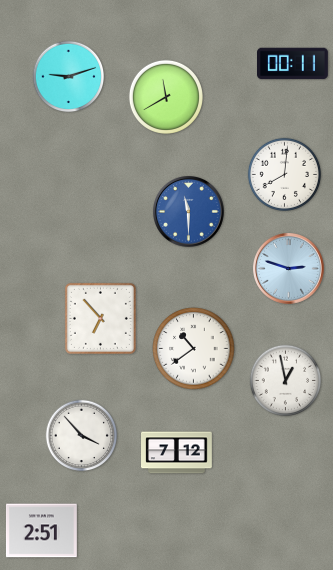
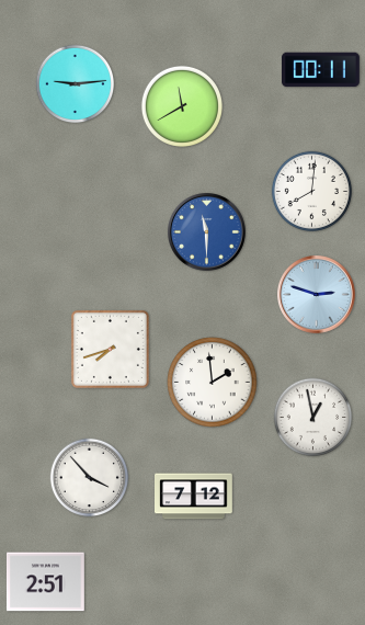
clock at (69, 77): 9:12 -> 9:14
clock at (100, 318): 6:53 -> 7:42
clock at (194, 349): 10:39 -> 1:59
